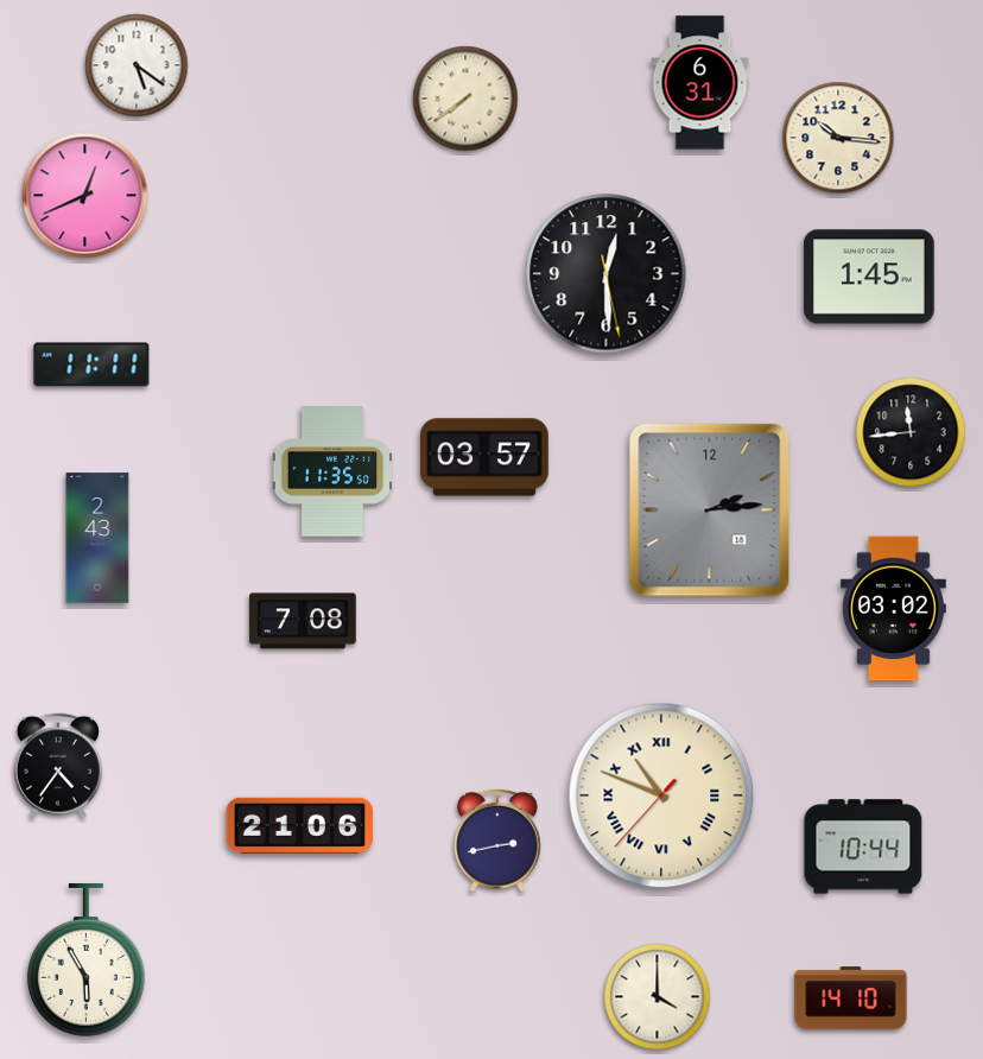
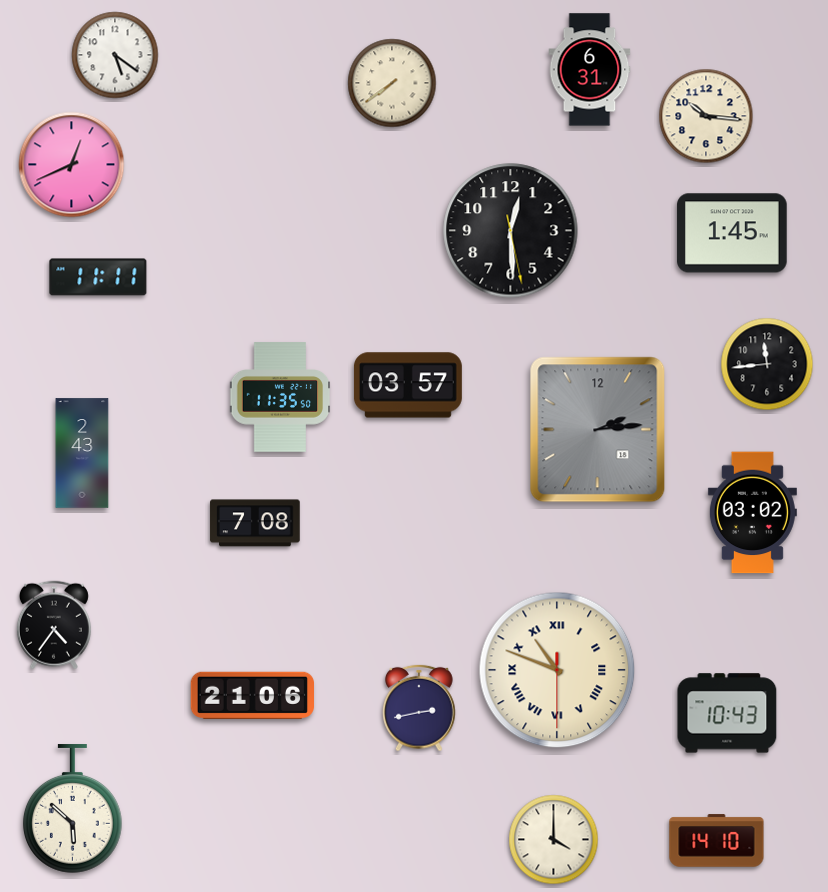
clock at (91, 364) position: (91, 364) -> (98, 277)
clock at (58, 766) position: (58, 766) -> (54, 625)
clock at (661, 795): 10:48:37 -> 10:48:30
clock at (863, 846): 10:44 -> 10:43
clock at (85, 960): 5:55 -> 5:52
